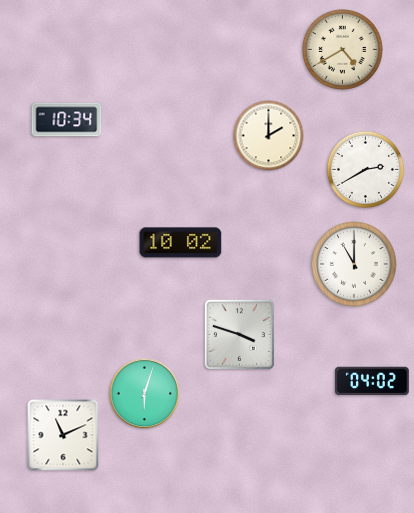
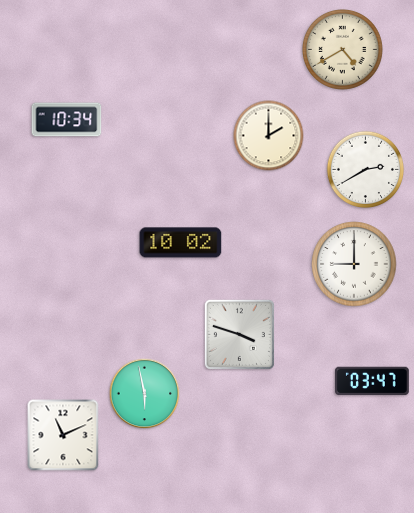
clock at (354, 264): 11:00 -> 9:00
clock at (372, 381): 04:02 -> 03:47
clock at (145, 394): 6:03 -> 5:58
